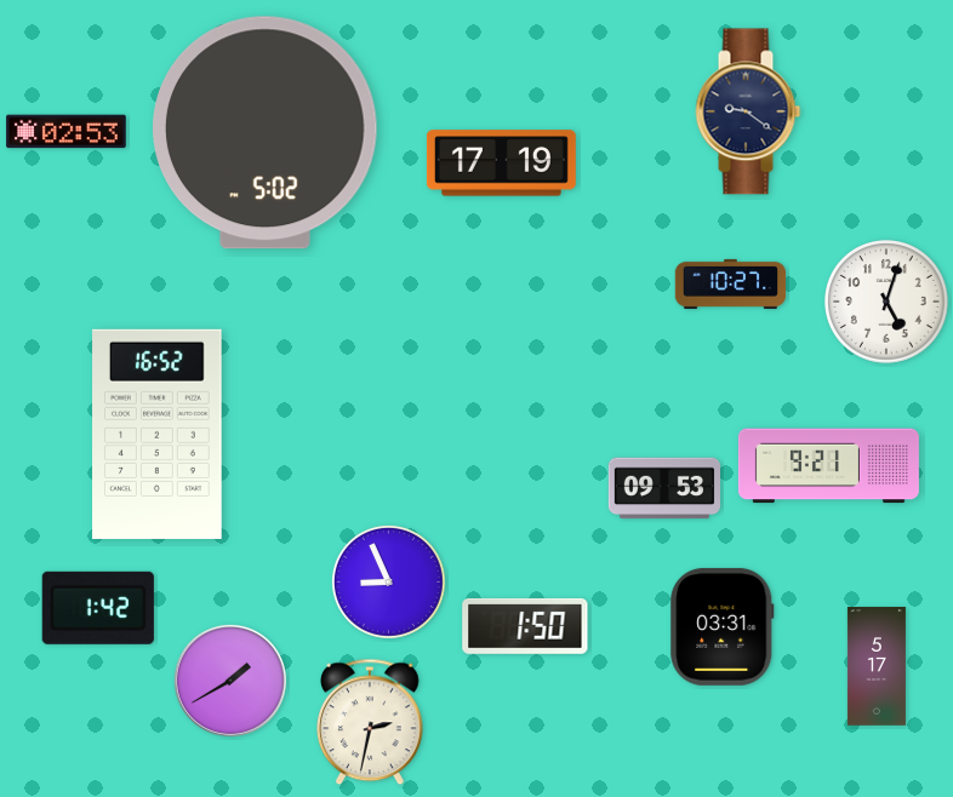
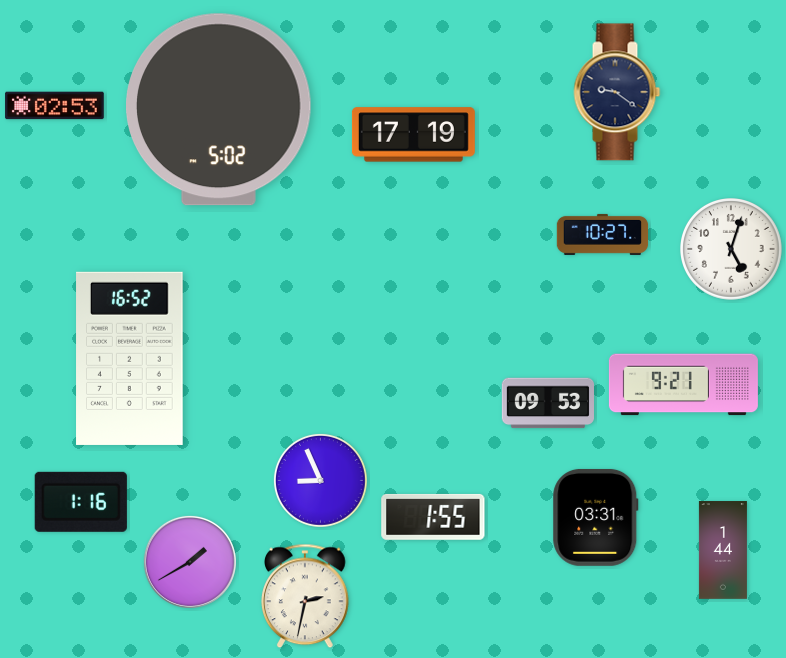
clock at (67, 132) position: (67, 132) -> (55, 106)
clock at (98, 608): 1:42 -> 1:16
clock at (525, 626): 1:50 -> 1:55
clock at (877, 666): 5:17 -> 1:44
